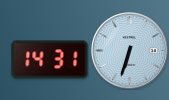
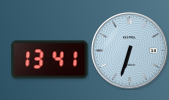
clock at (50, 60): 14:31 -> 13:41
